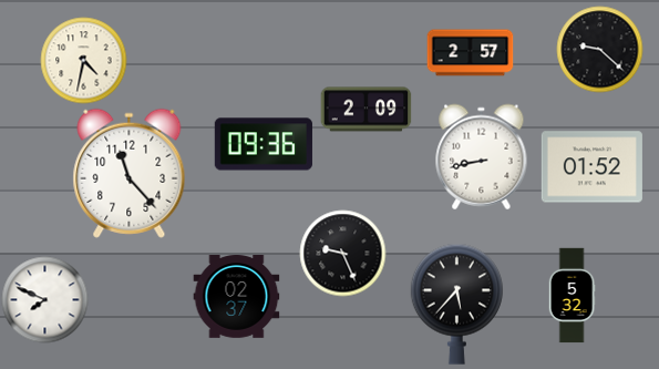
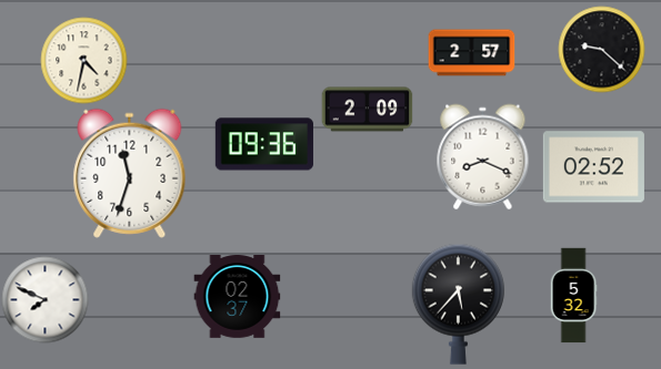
clock at (482, 156): 8:43 -> 8:19
clock at (591, 167): 01:52 -> 02:52
clock at (130, 173): 11:23 -> 11:33
clock at (342, 253): 9:26 -> none
